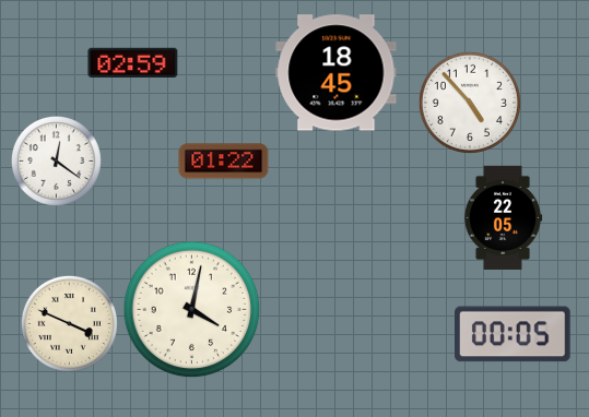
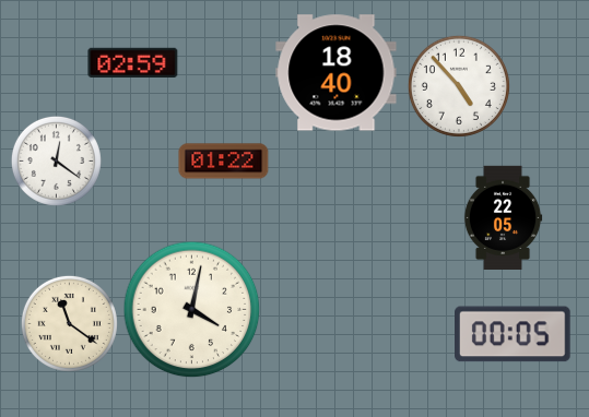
clock at (337, 73): 18:45 -> 18:40
clock at (470, 103) position: (470, 103) -> (459, 86)
clock at (69, 323): 3:49 -> 11:21
